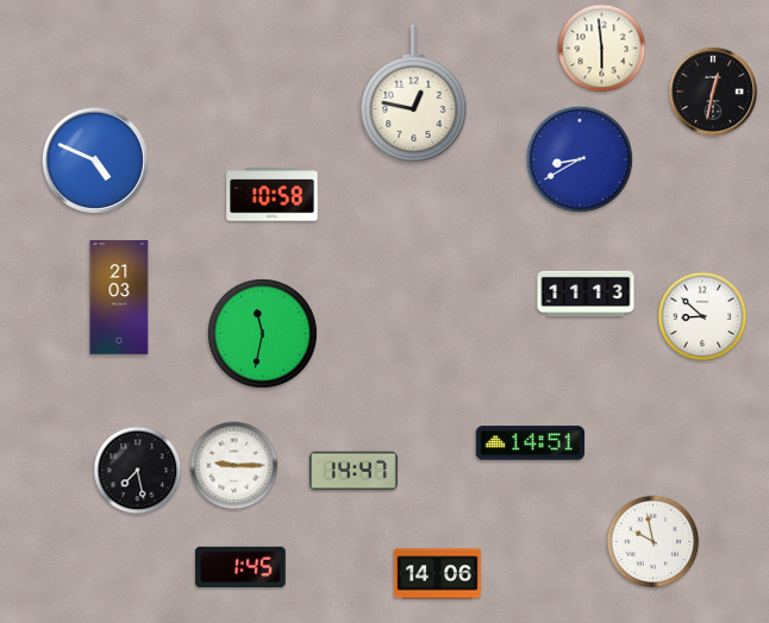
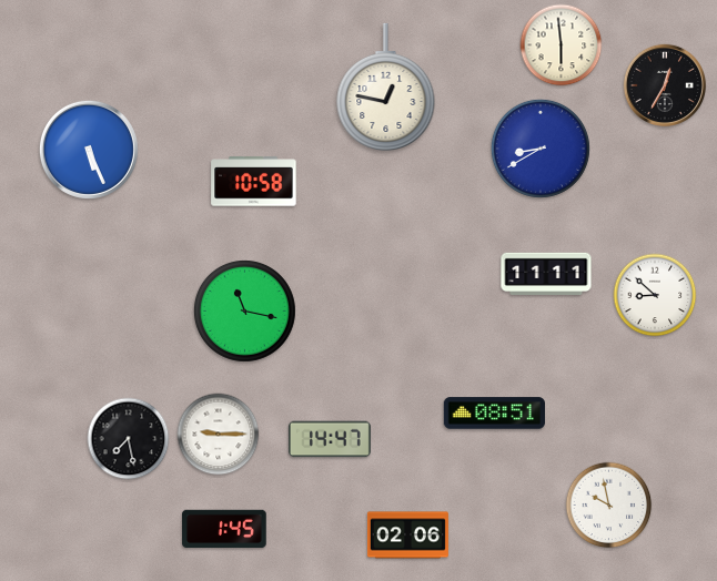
clock at (712, 90): 12:32 -> 12:35
clock at (95, 161): 4:49 -> 5:26
clock at (586, 292): 11:13 -> 11:11
clock at (119, 297): 21:03 -> none
clock at (262, 333): 11:32 -> 11:17
clock at (530, 443): 14:51 -> 08:51
clock at (437, 574): 14:06 -> 02:06
